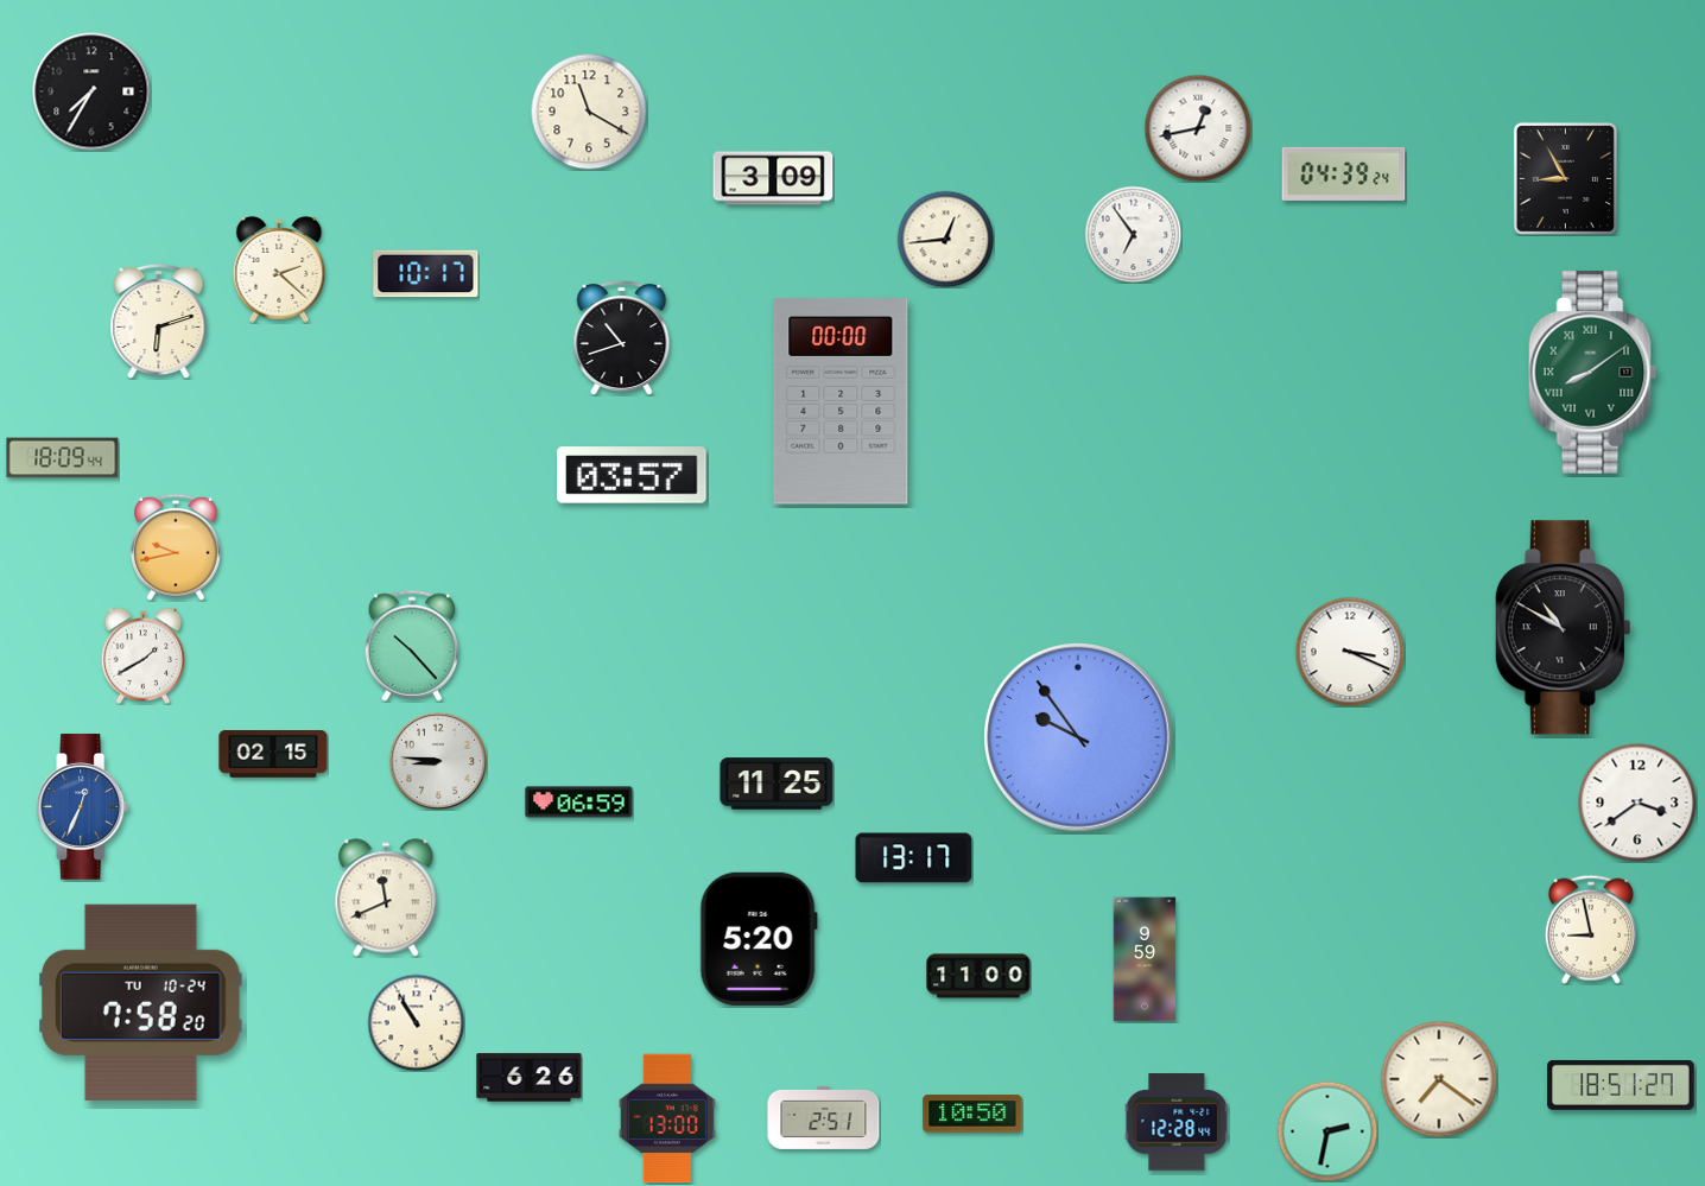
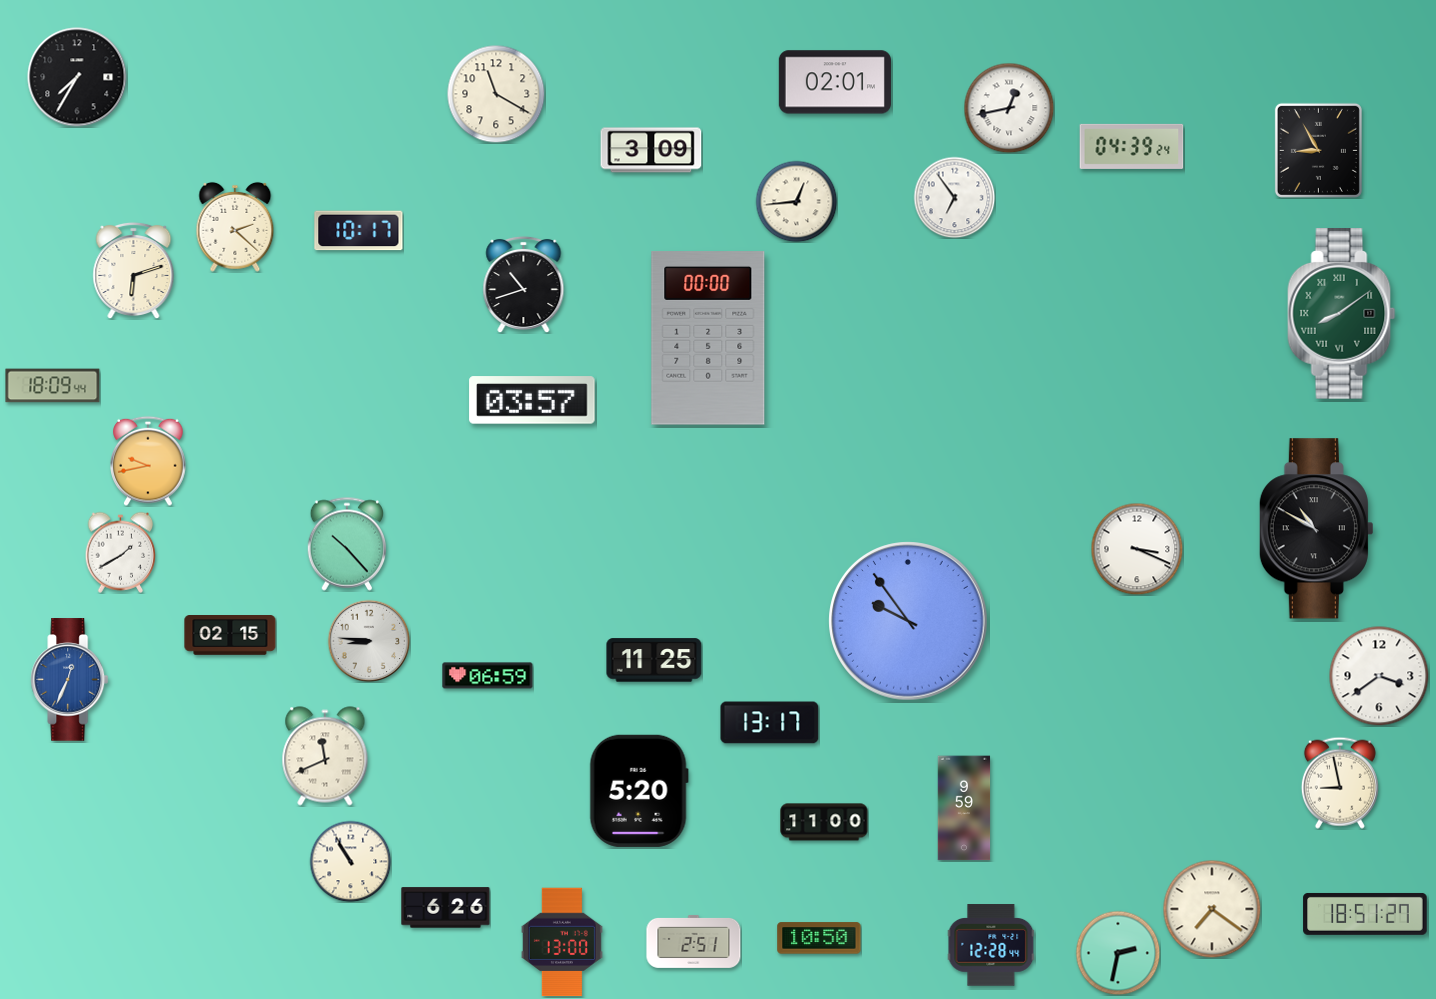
clock at (835, 82): none -> 02:01
clock at (141, 1002): 7:58 -> none
